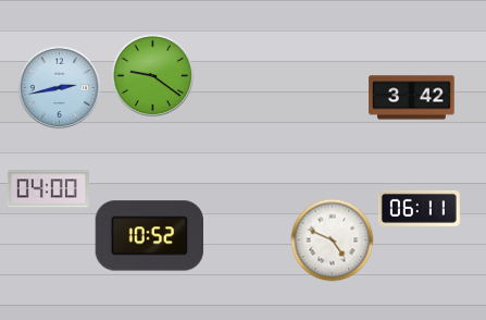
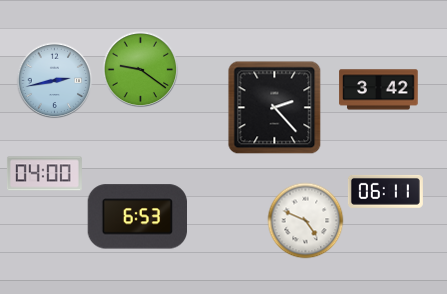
clock at (275, 108): none -> 2:23
clock at (149, 236): 10:52 -> 6:53
